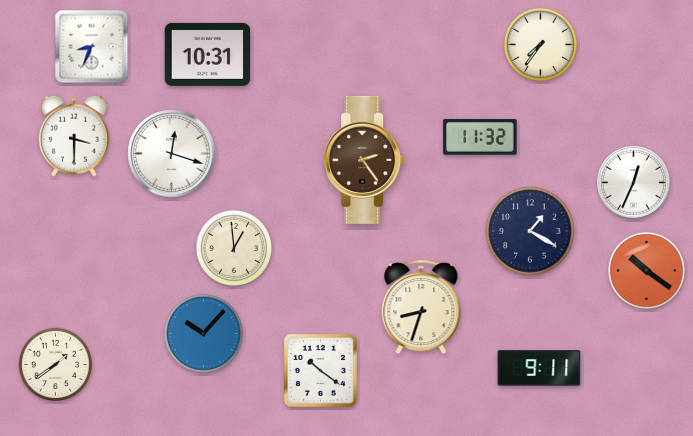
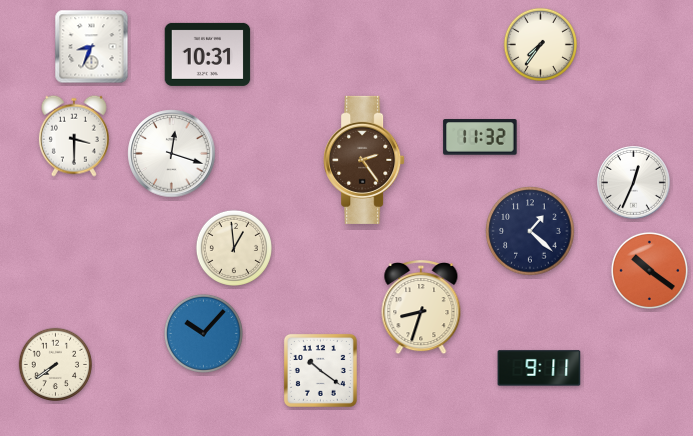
clock at (530, 231): 1:20 -> 1:22
clock at (646, 270) position: (646, 270) -> (649, 270)
clock at (56, 365): 1:39 -> 7:39
